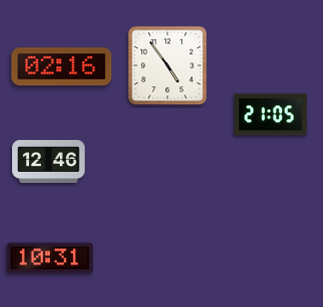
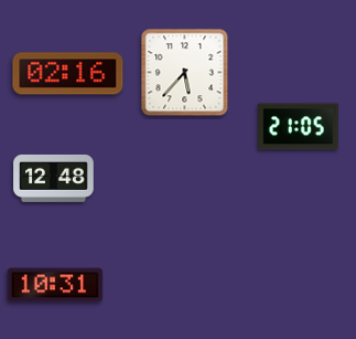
clock at (168, 66): 4:54 -> 5:37
clock at (49, 161): 12:46 -> 12:48
